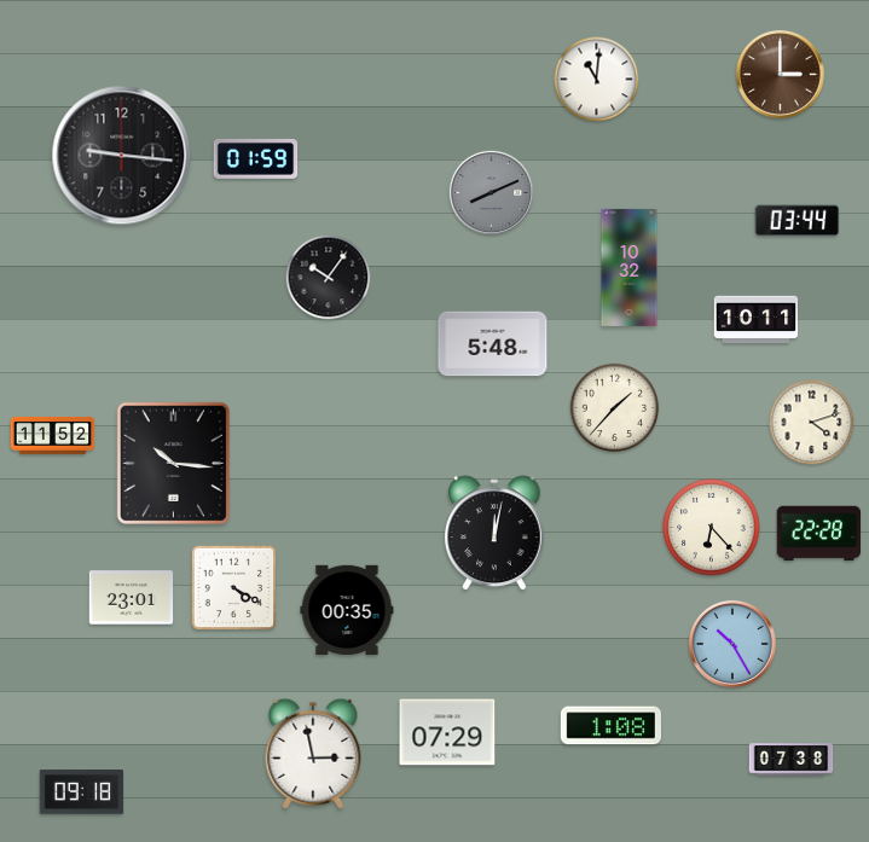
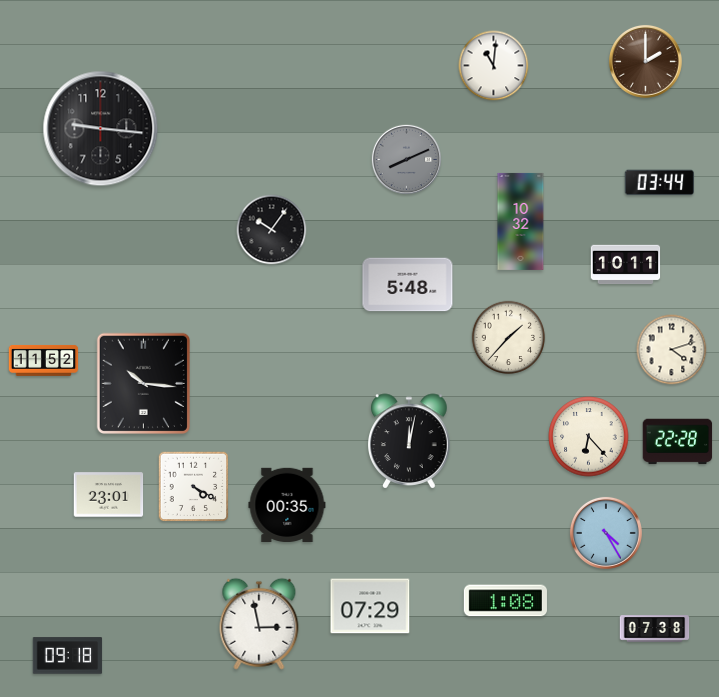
clock at (780, 74): 3:00 -> 2:00
clock at (256, 158): 01:59 -> none
clock at (732, 644): 10:25 -> 4:25
